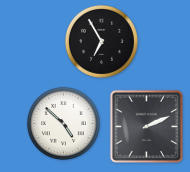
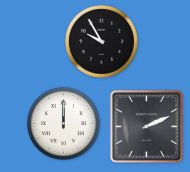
clock at (101, 41): 6:55 -> 9:55
clock at (63, 123): 4:52 -> 12:00
